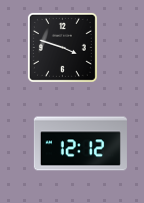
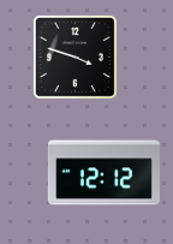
clock at (80, 144) position: (80, 144) -> (103, 173)
